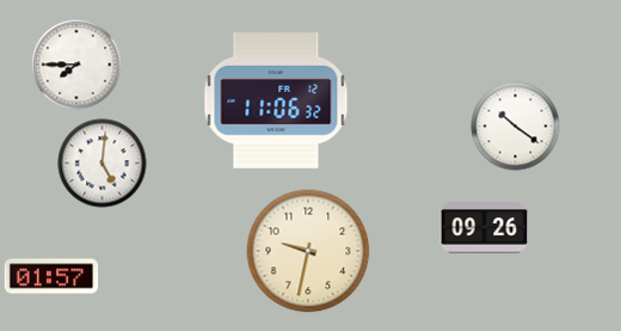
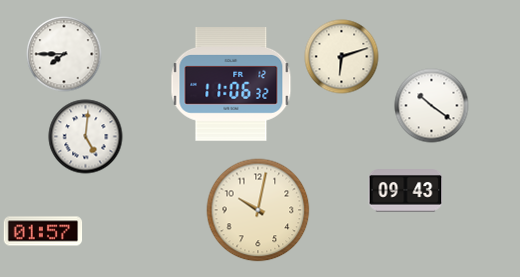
clock at (342, 57): none -> 6:12
clock at (485, 228): 09:26 -> 09:43
clock at (308, 251): 9:32 -> 10:02
